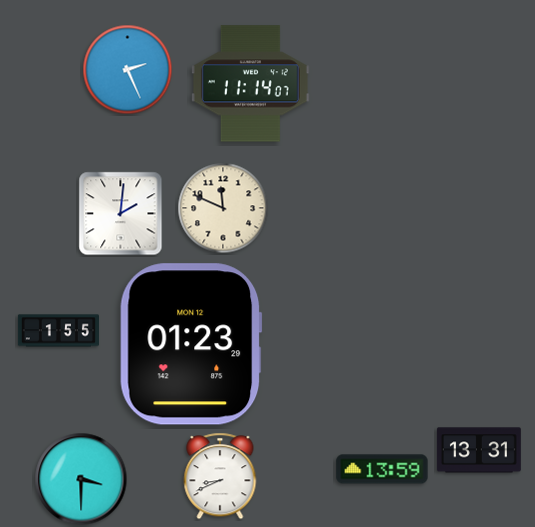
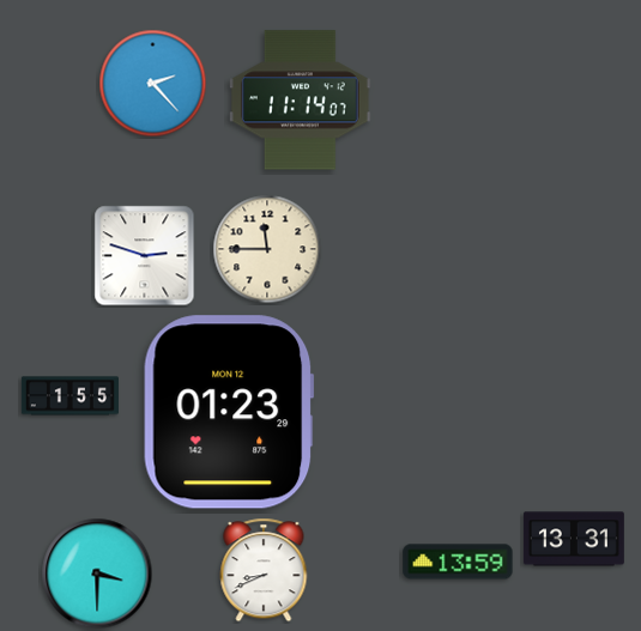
clock at (128, 70): 2:26 -> 2:23
clock at (223, 208): 11:49 -> 11:45
clock at (121, 214): 2:01 -> 2:48
